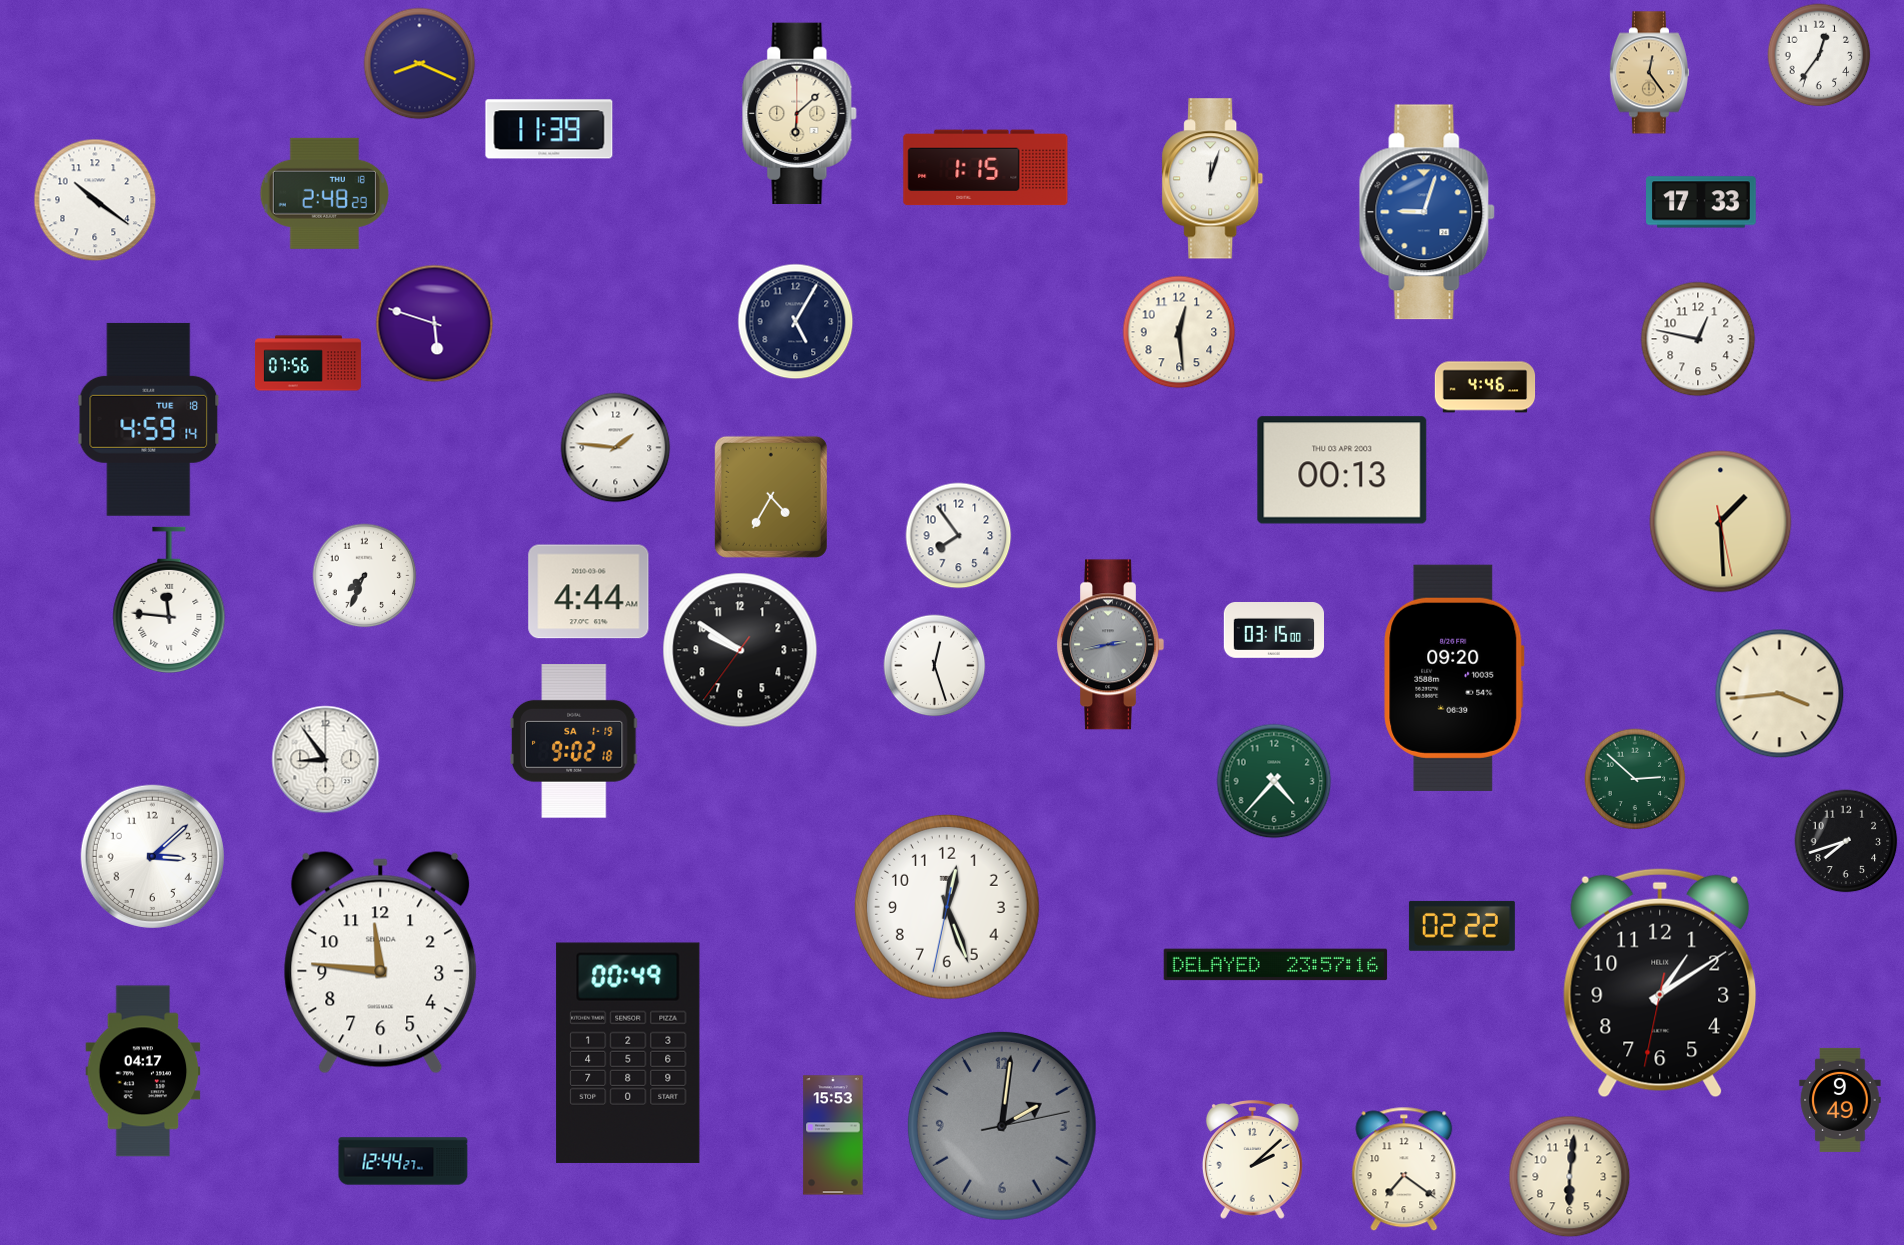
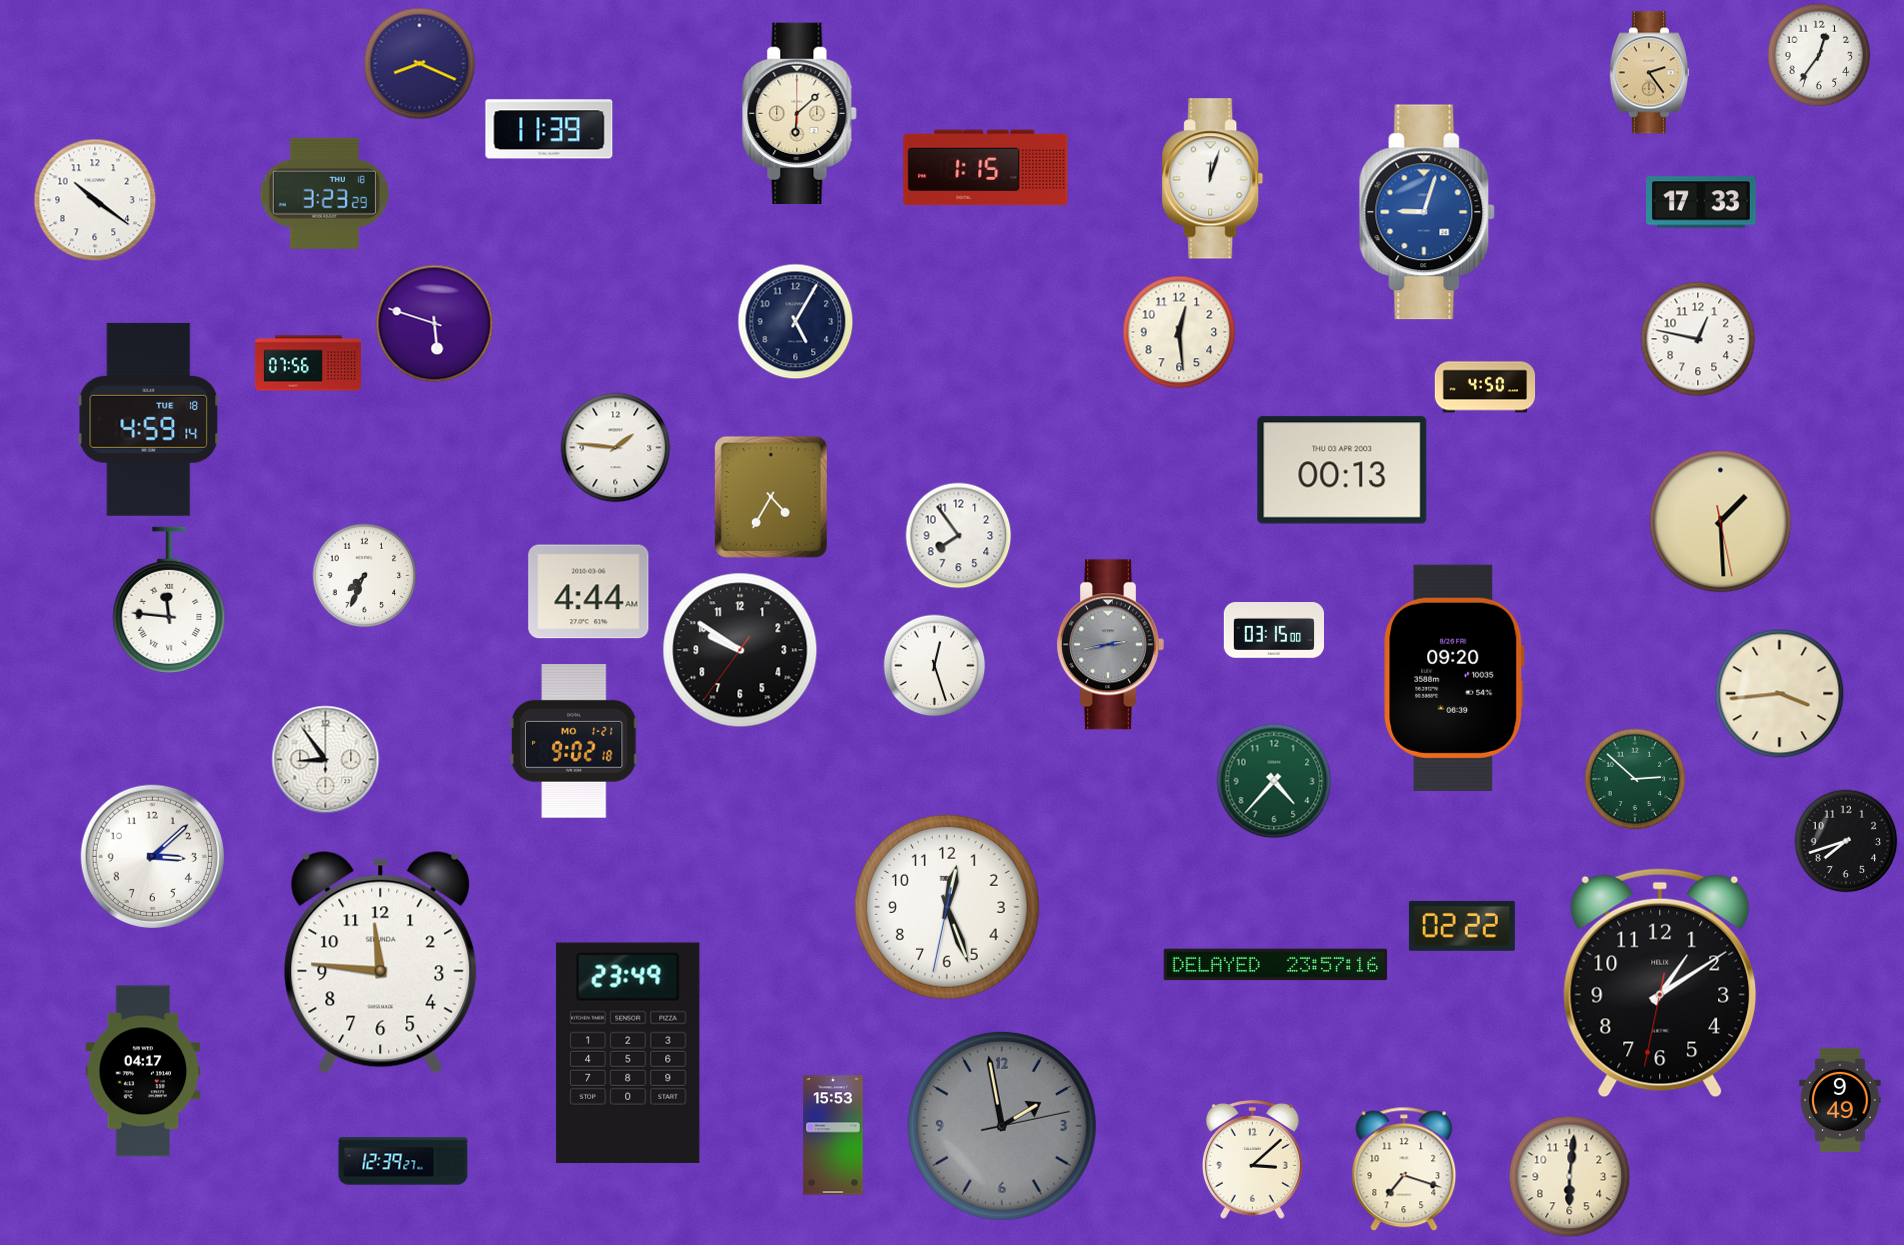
clock at (1649, 73): 12:24 -> 2:24
clock at (324, 193): 2:48 -> 3:23
clock at (1485, 387): 4:46 -> 4:50
clock at (574, 742) date: SA 1-19 -> MO 1-21
clock at (628, 1053): 00:49 -> 23:49
clock at (1002, 1126): 2:01 -> 1:58
clock at (1252, 1160): 2:08 -> 3:08
clock at (403, 1161): 12:44 -> 12:39
clock at (1404, 1169): 7:21 -> 7:18
